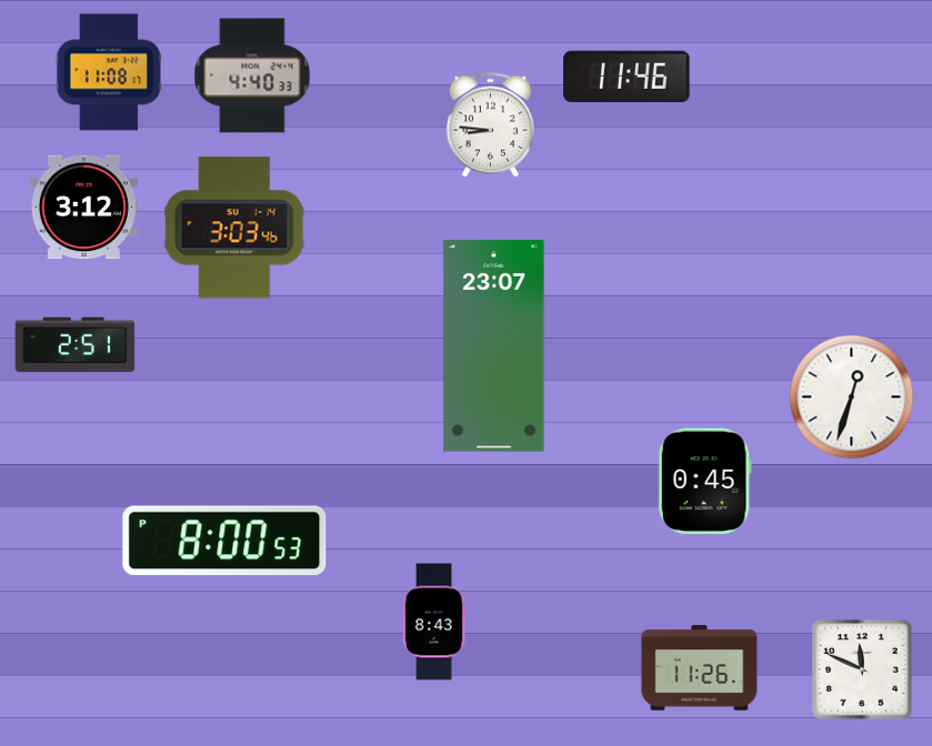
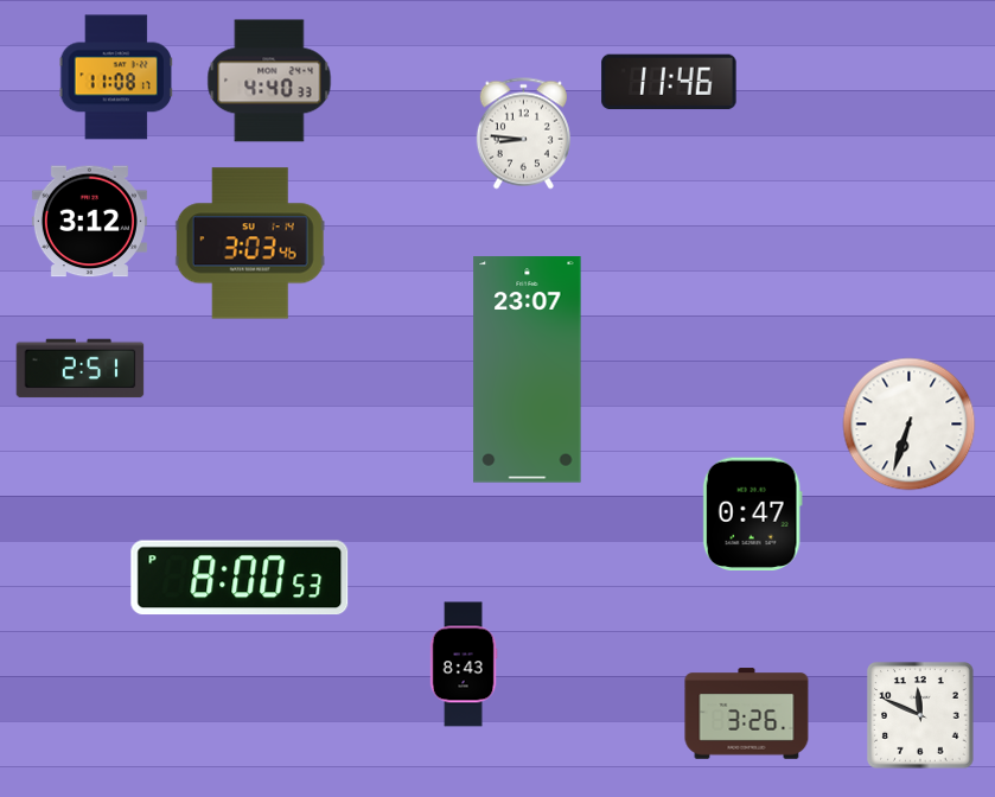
clock at (852, 397): 12:33 -> 6:33
clock at (704, 482): 0:45 -> 0:47
clock at (700, 668): 11:26 -> 3:26
